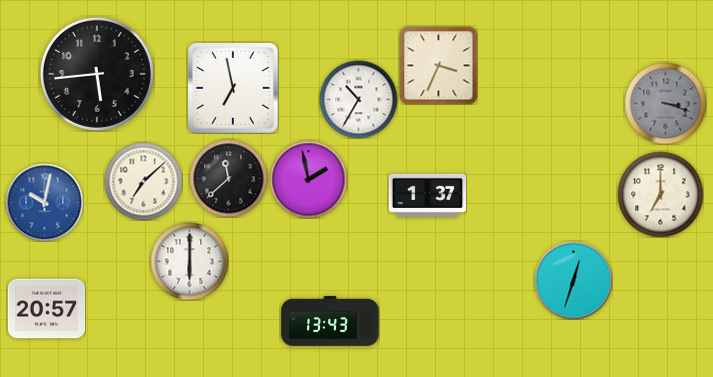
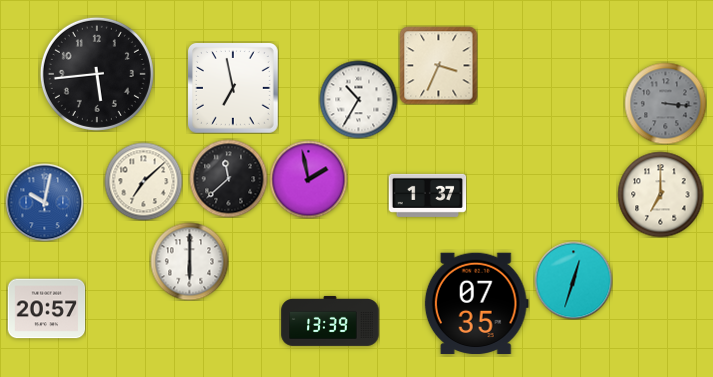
clock at (665, 103): 3:18 -> 3:16
clock at (476, 304): none -> 07:35
clock at (330, 321): 13:43 -> 13:39
